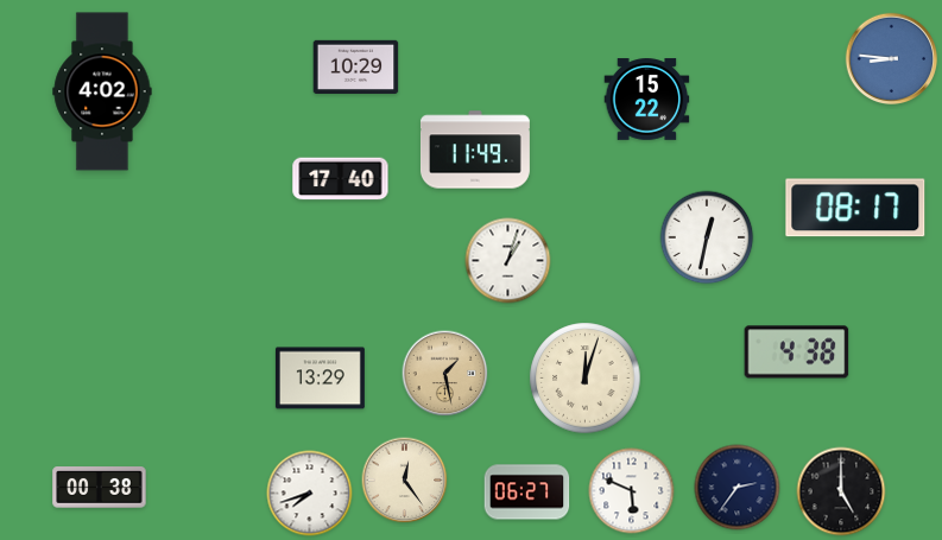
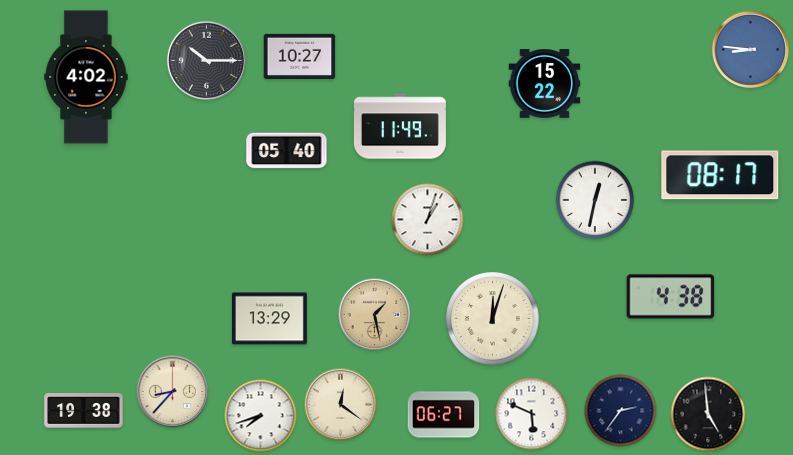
clock at (356, 66): 10:29 -> 10:27
clock at (206, 60): none -> 10:15
clock at (341, 179): 17:40 -> 05:40
clock at (173, 392): none -> 8:37
clock at (405, 481): 12:24 -> 12:21
clock at (100, 488): 00:38 -> 19:38
clock at (841, 491): 5:00 -> 4:59
